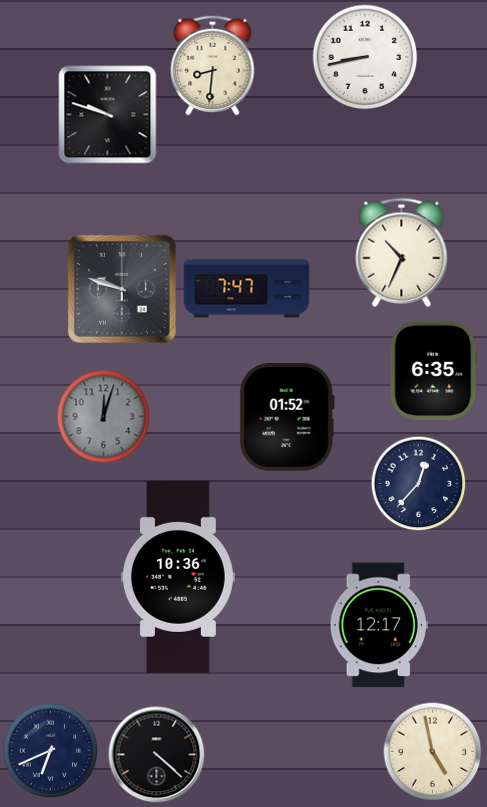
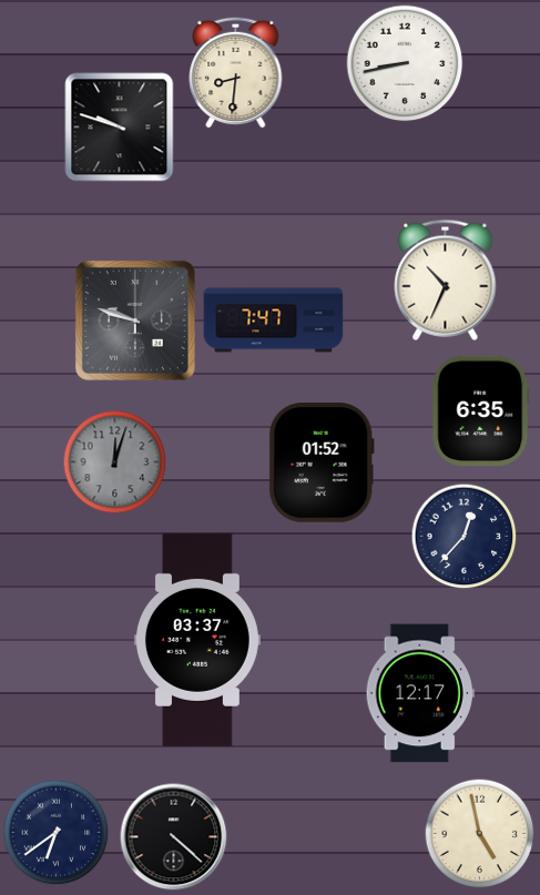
clock at (287, 418) position: (287, 418) -> (322, 464)
clock at (178, 577): 10:36 -> 03:37
clock at (51, 751): 6:41 -> 6:39
